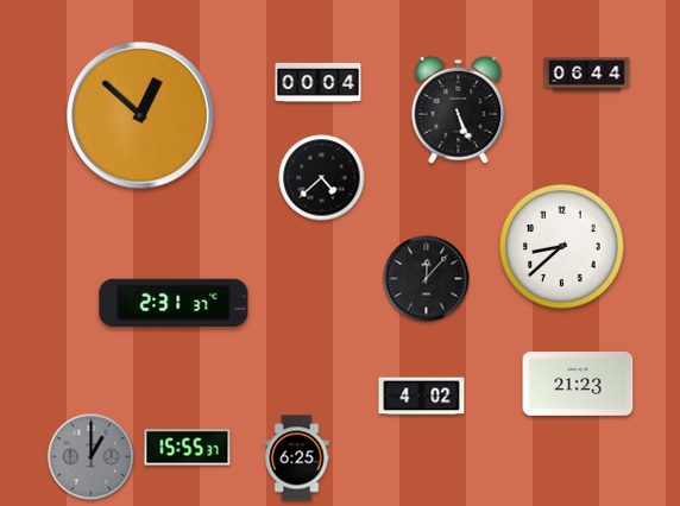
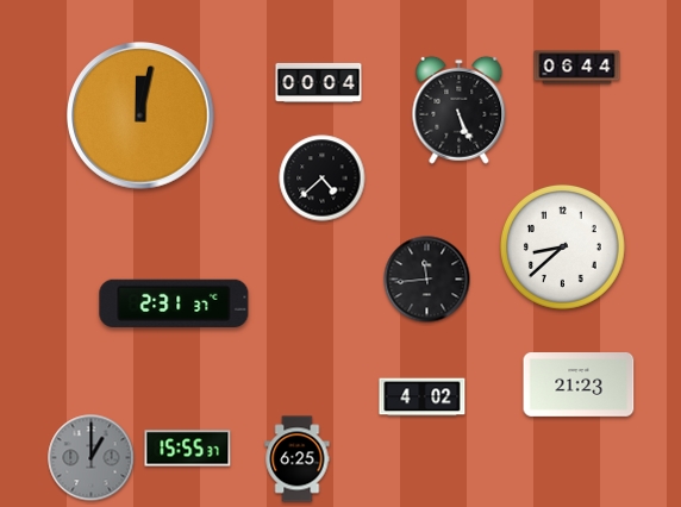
clock at (587, 75) position: (587, 75) -> (577, 68)
clock at (141, 116): 12:52 -> 12:02
clock at (427, 279): 12:07 -> 11:44
